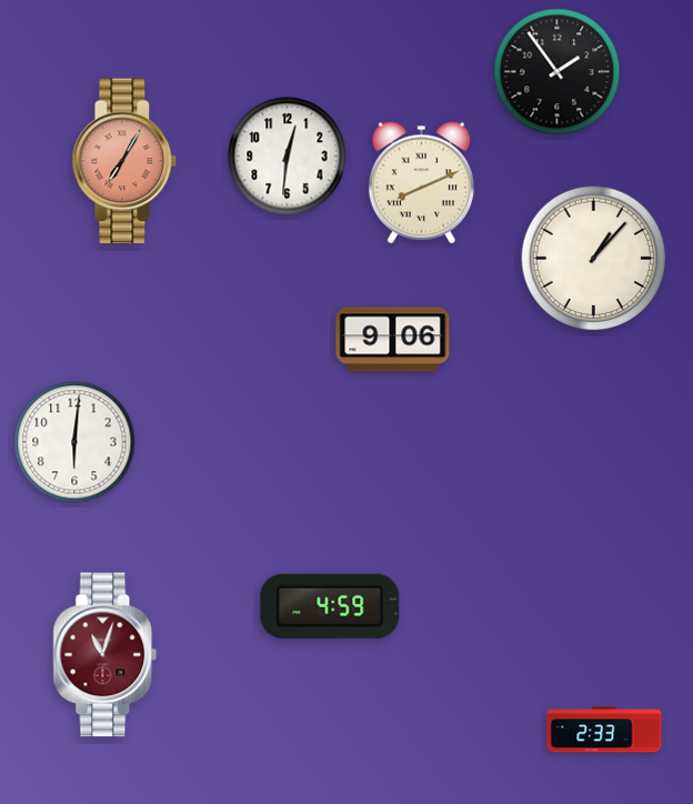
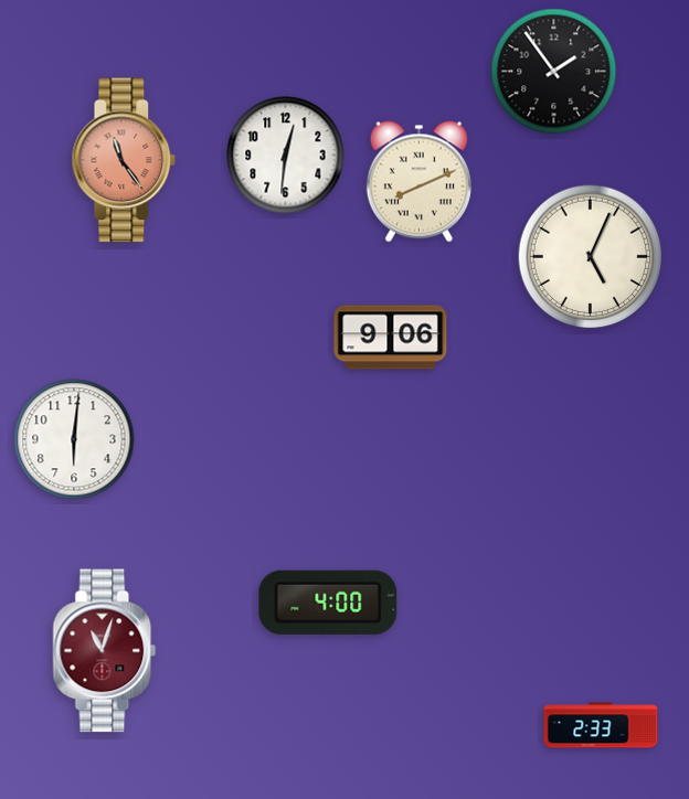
clock at (124, 161): 7:05 -> 11:24
clock at (594, 259): 1:07 -> 5:04
clock at (330, 606): 4:59 -> 4:00
